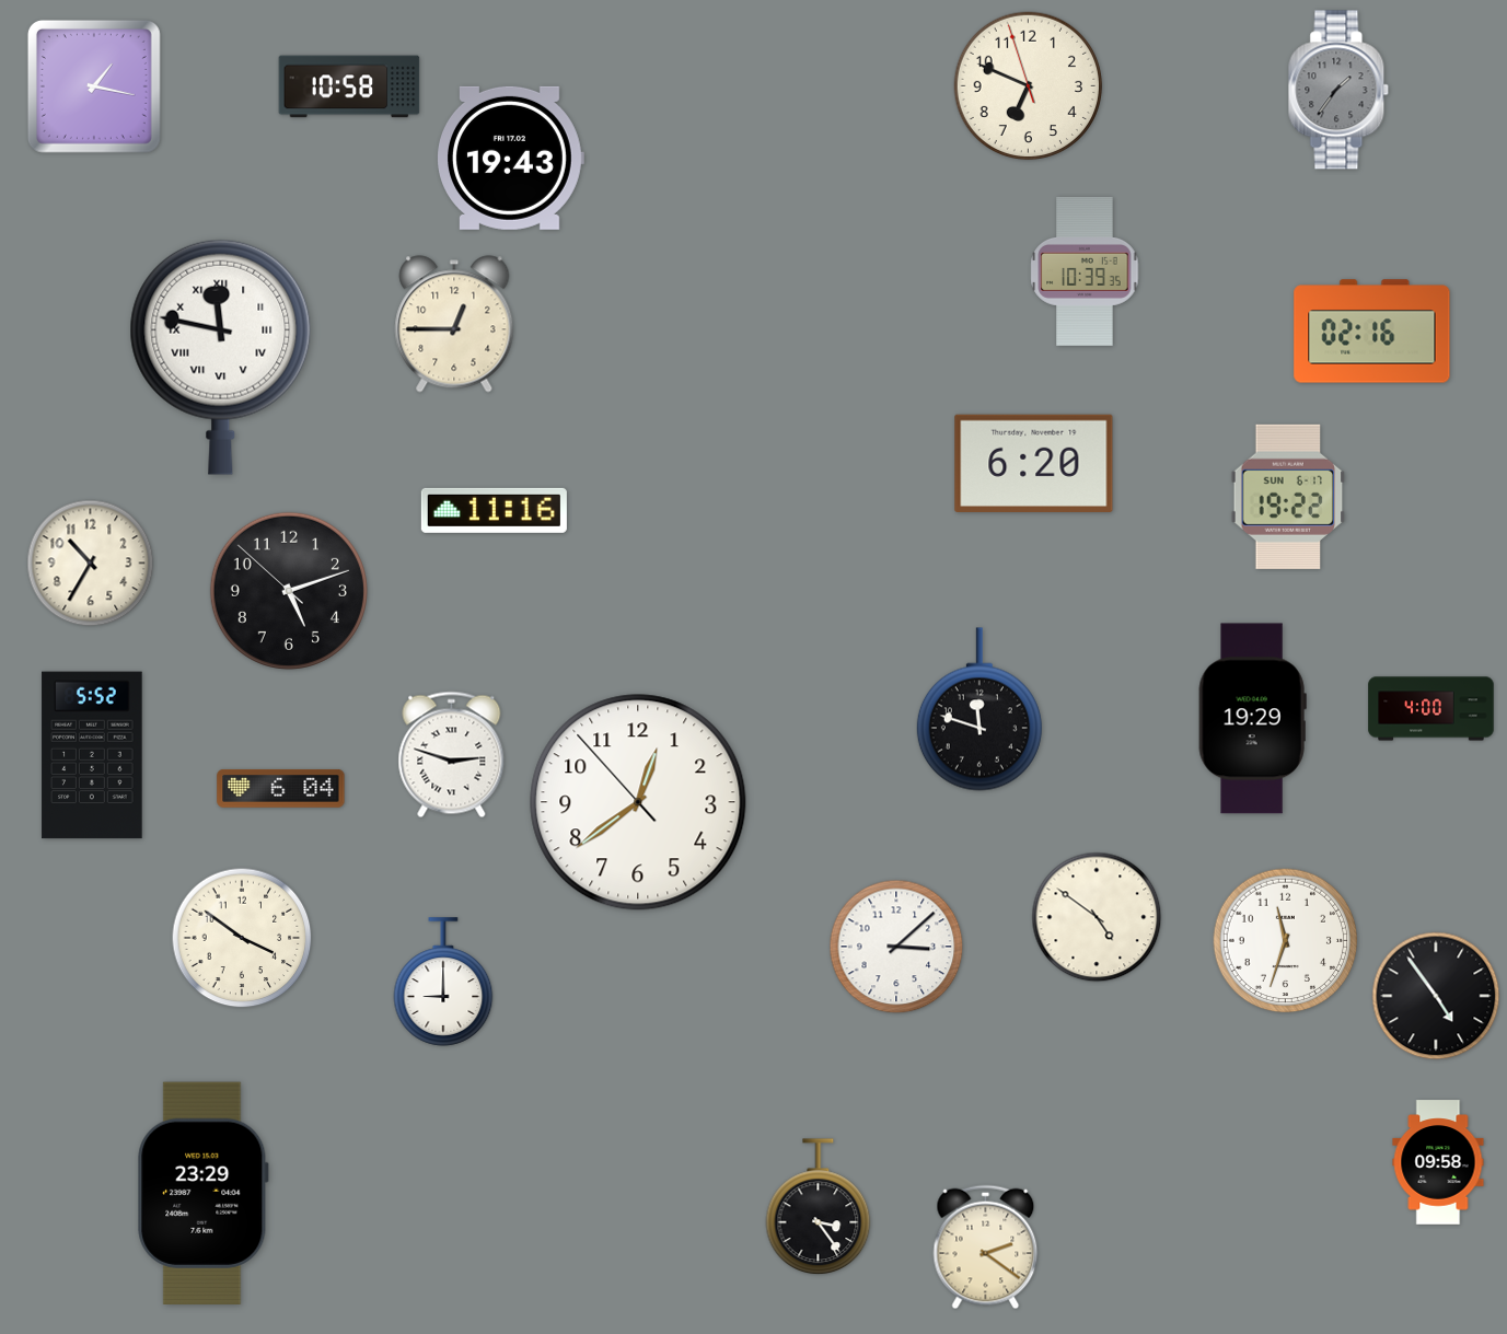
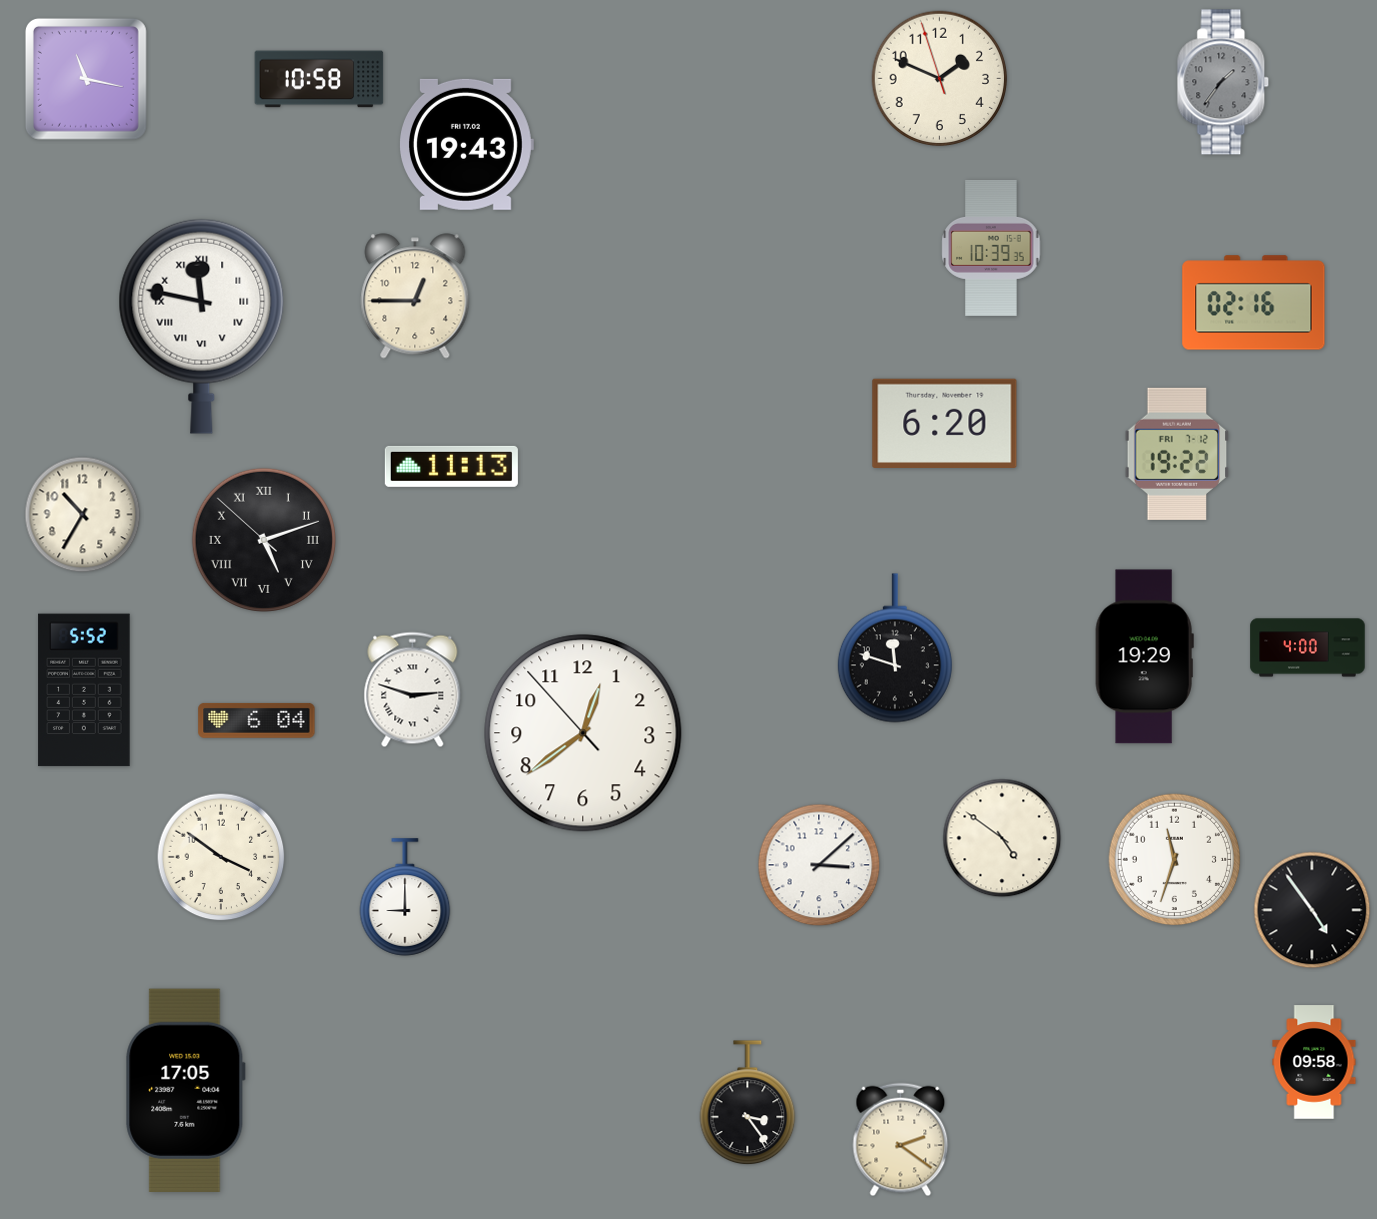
clock at (94, 86): 1:17 -> 11:17
clock at (1029, 86): 6:48 -> 1:48
clock at (1288, 497) date: SUN 6-17 -> FRI 7-12
clock at (494, 510): 11:16 -> 11:13
clock at (289, 591) numerals: Arabic -> Roman
clock at (204, 1193): 23:29 -> 17:05
